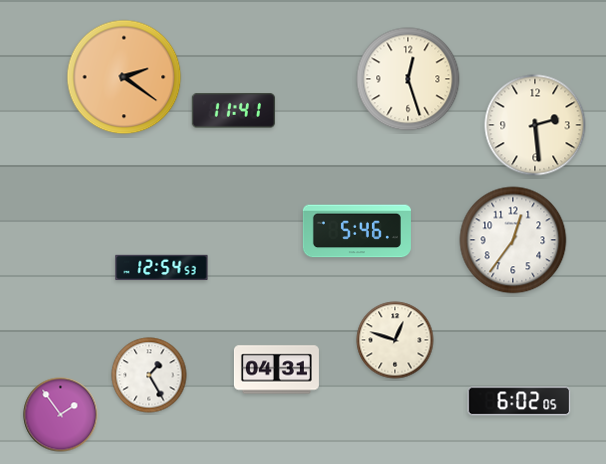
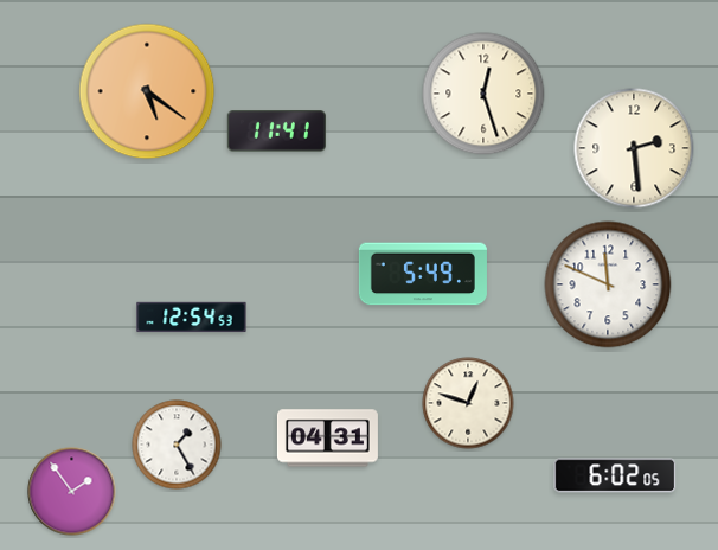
clock at (124, 77): 2:21 -> 5:21
clock at (357, 231): 5:46 -> 5:49
clock at (513, 240): 12:36 -> 11:49
